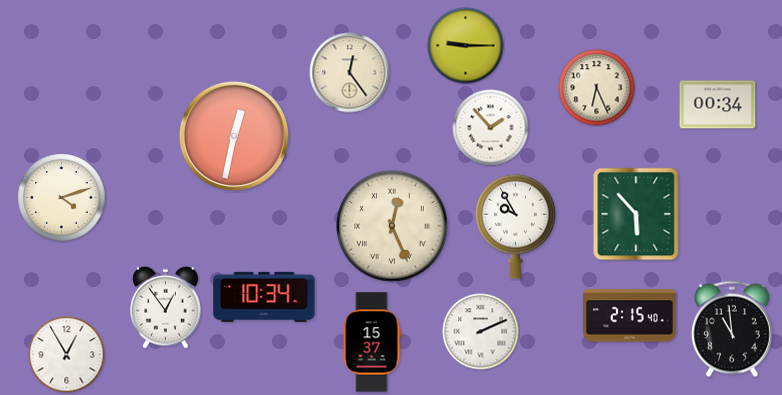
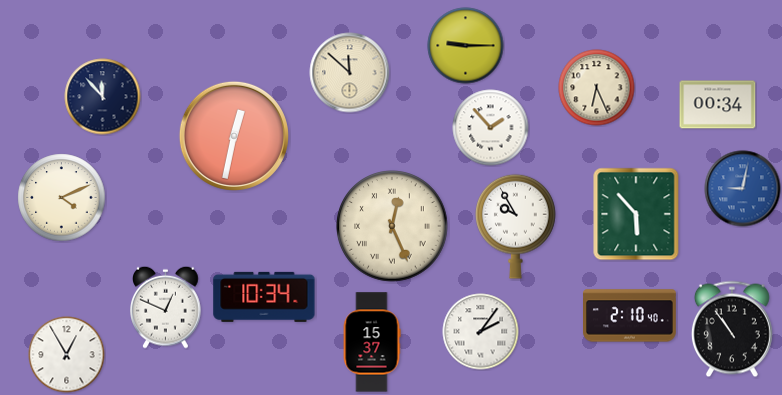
clock at (350, 73): 12:24 -> 11:52
clock at (103, 97): none -> 11:53
clock at (743, 189): none -> 9:02
clock at (62, 198): 4:12 -> 4:11
clock at (166, 307): 12:54 -> 12:49
clock at (630, 316): 2:15 -> 2:10
clock at (732, 329): 10:59 -> 10:54
clock at (481, 332): 2:11 -> 2:06
